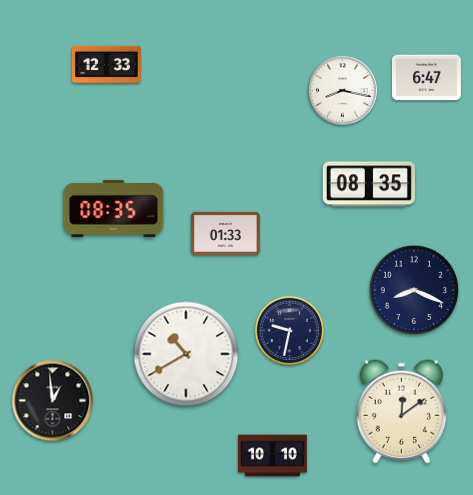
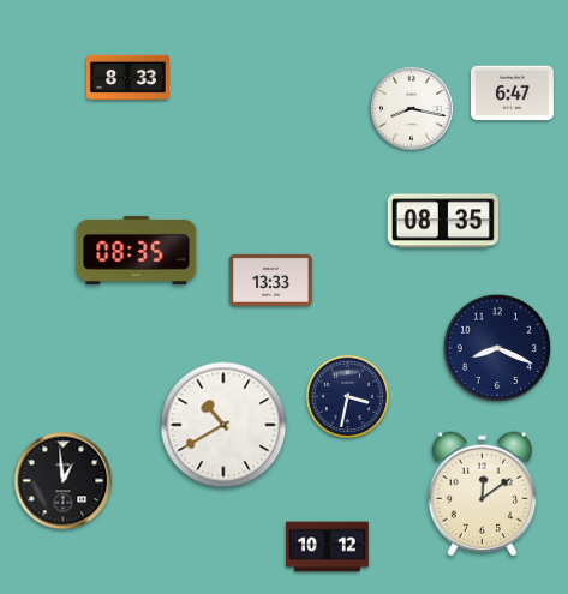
clock at (107, 65): 12:33 -> 8:33
clock at (225, 233): 01:33 -> 13:33
clock at (289, 330): 9:32 -> 3:32
clock at (273, 456): 10:10 -> 10:12
